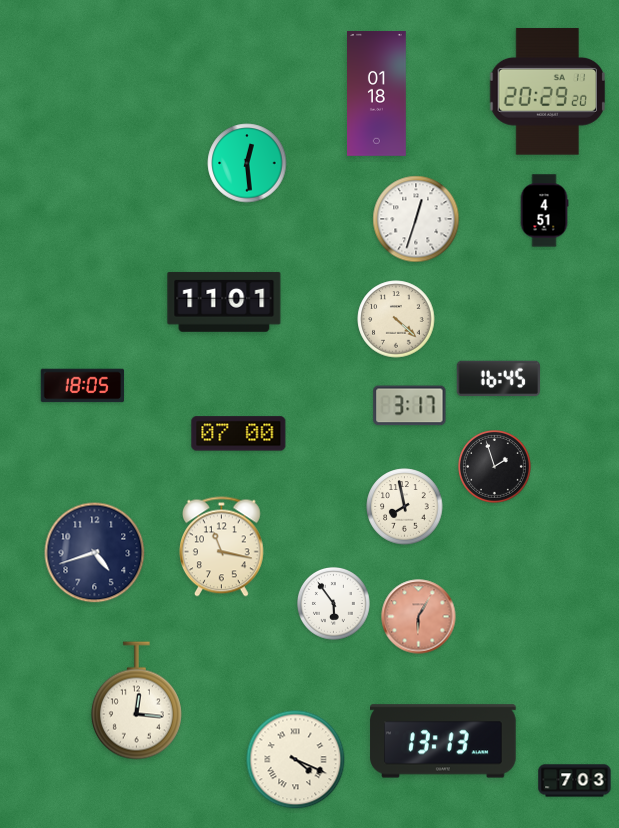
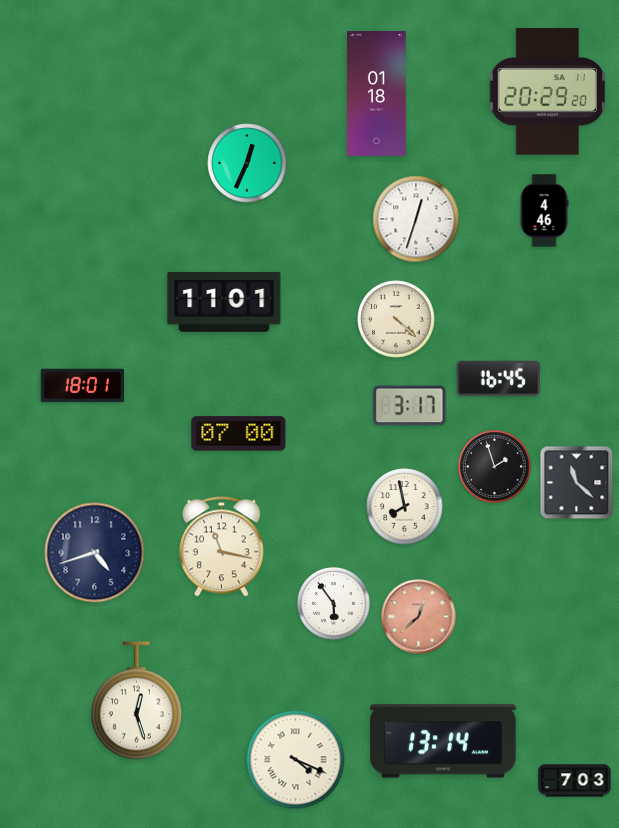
clock at (247, 163): 12:29 -> 12:34
clock at (544, 211): 4:51 -> 4:46
clock at (82, 386): 18:05 -> 18:01
clock at (577, 483): none -> 11:22
clock at (419, 617): 6:05 -> 12:38
clock at (136, 701): 12:16 -> 12:27
clock at (443, 741): 13:13 -> 13:14
